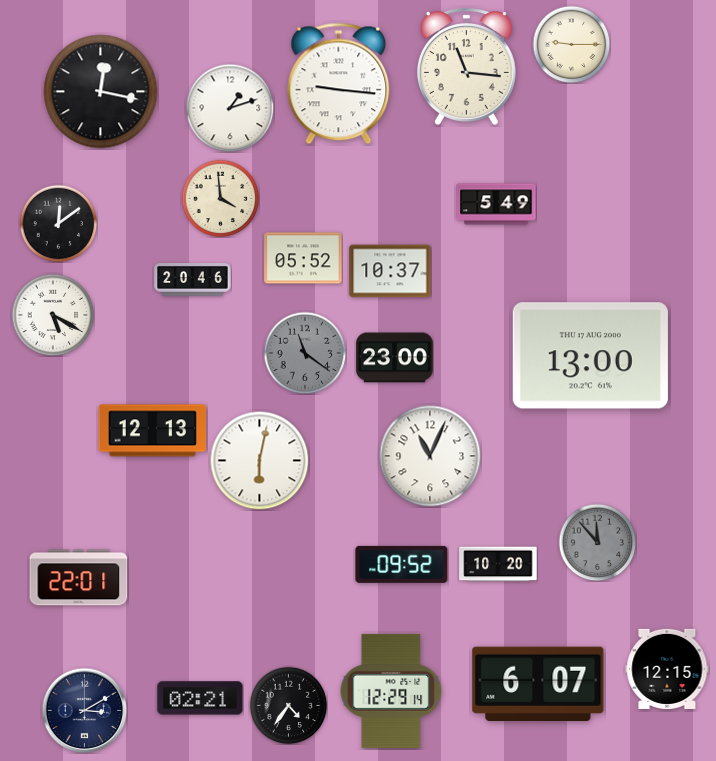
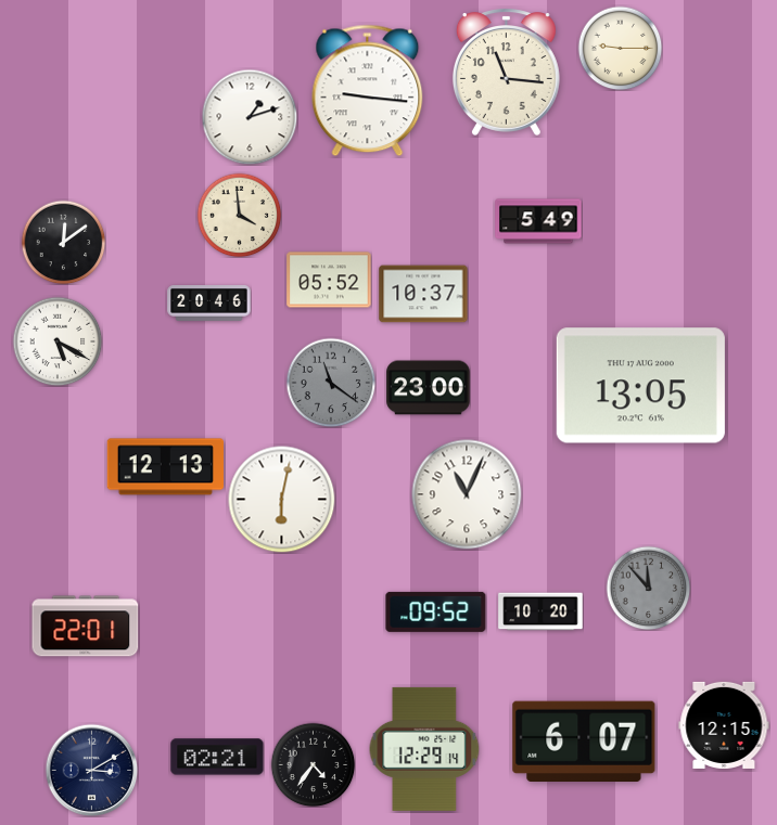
clock at (101, 92): 12:17 -> none
clock at (590, 356): 13:00 -> 13:05
